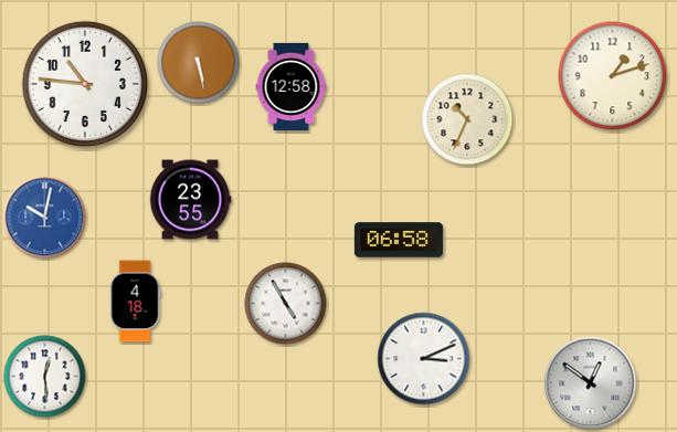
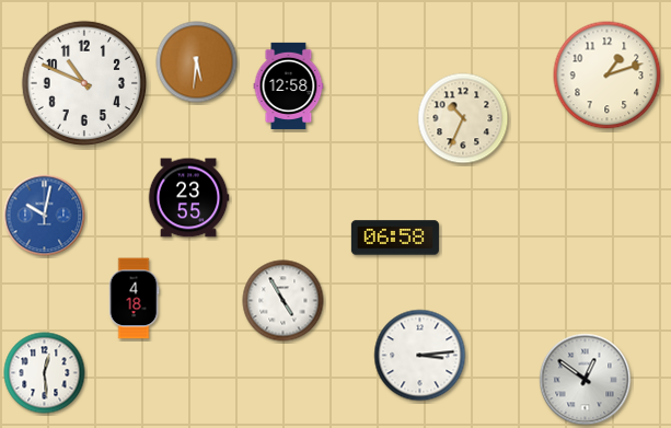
clock at (199, 63): 5:28 -> 5:31
clock at (84, 83): 10:46 -> 10:49
clock at (424, 359): 3:11 -> 3:14
